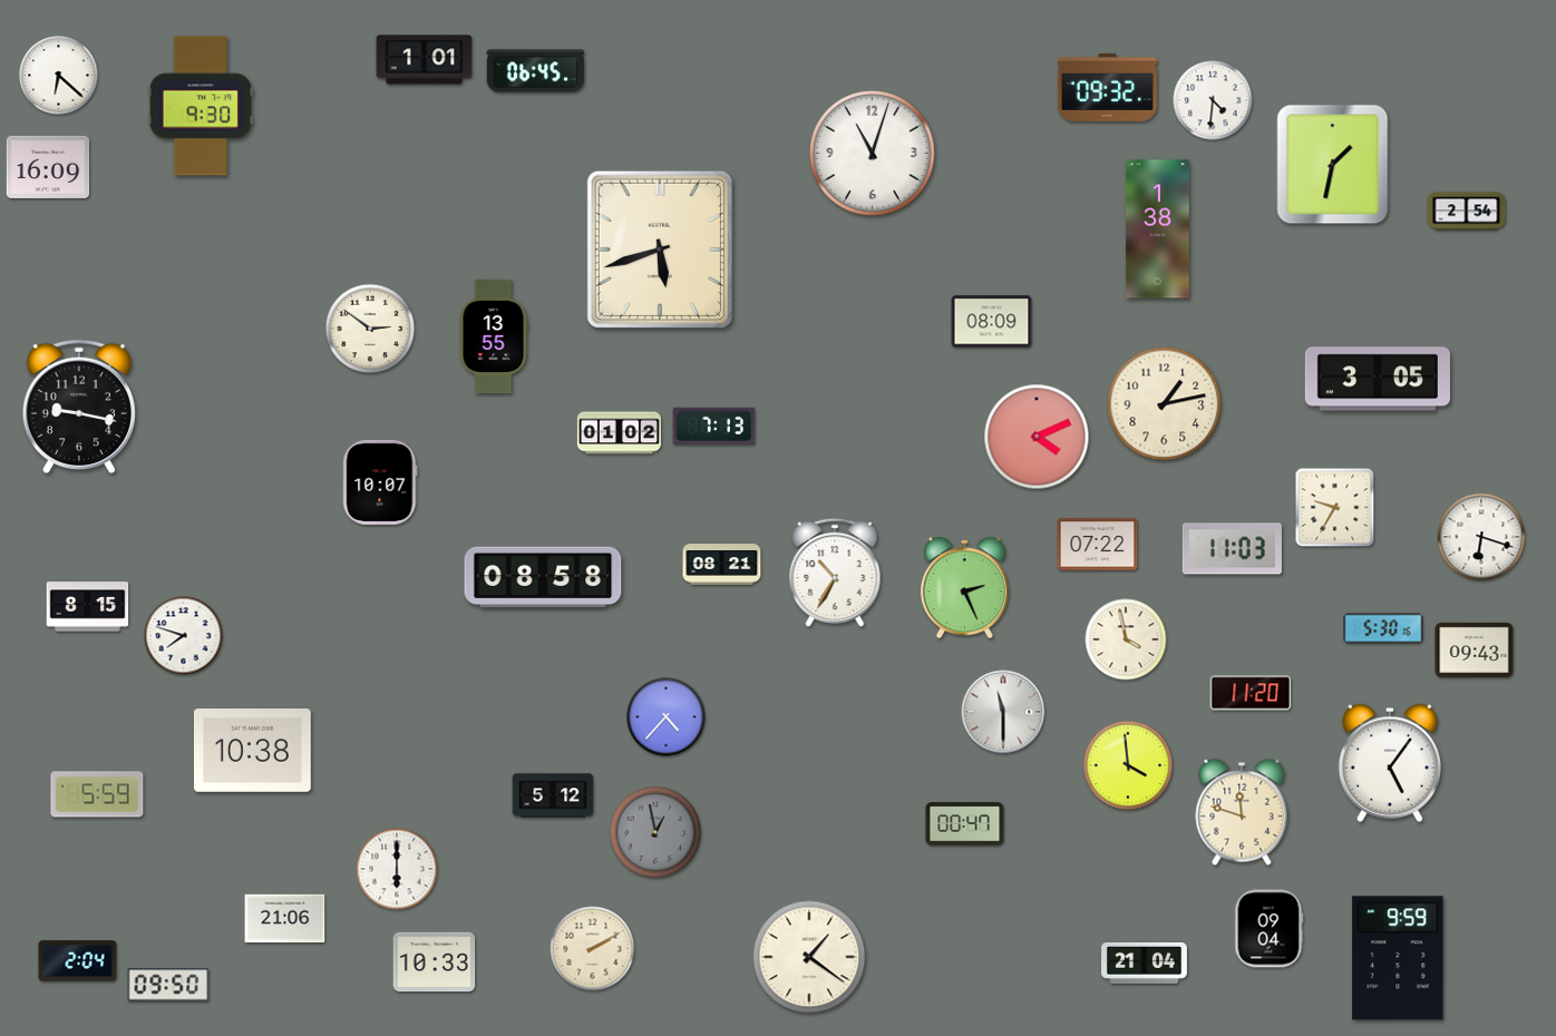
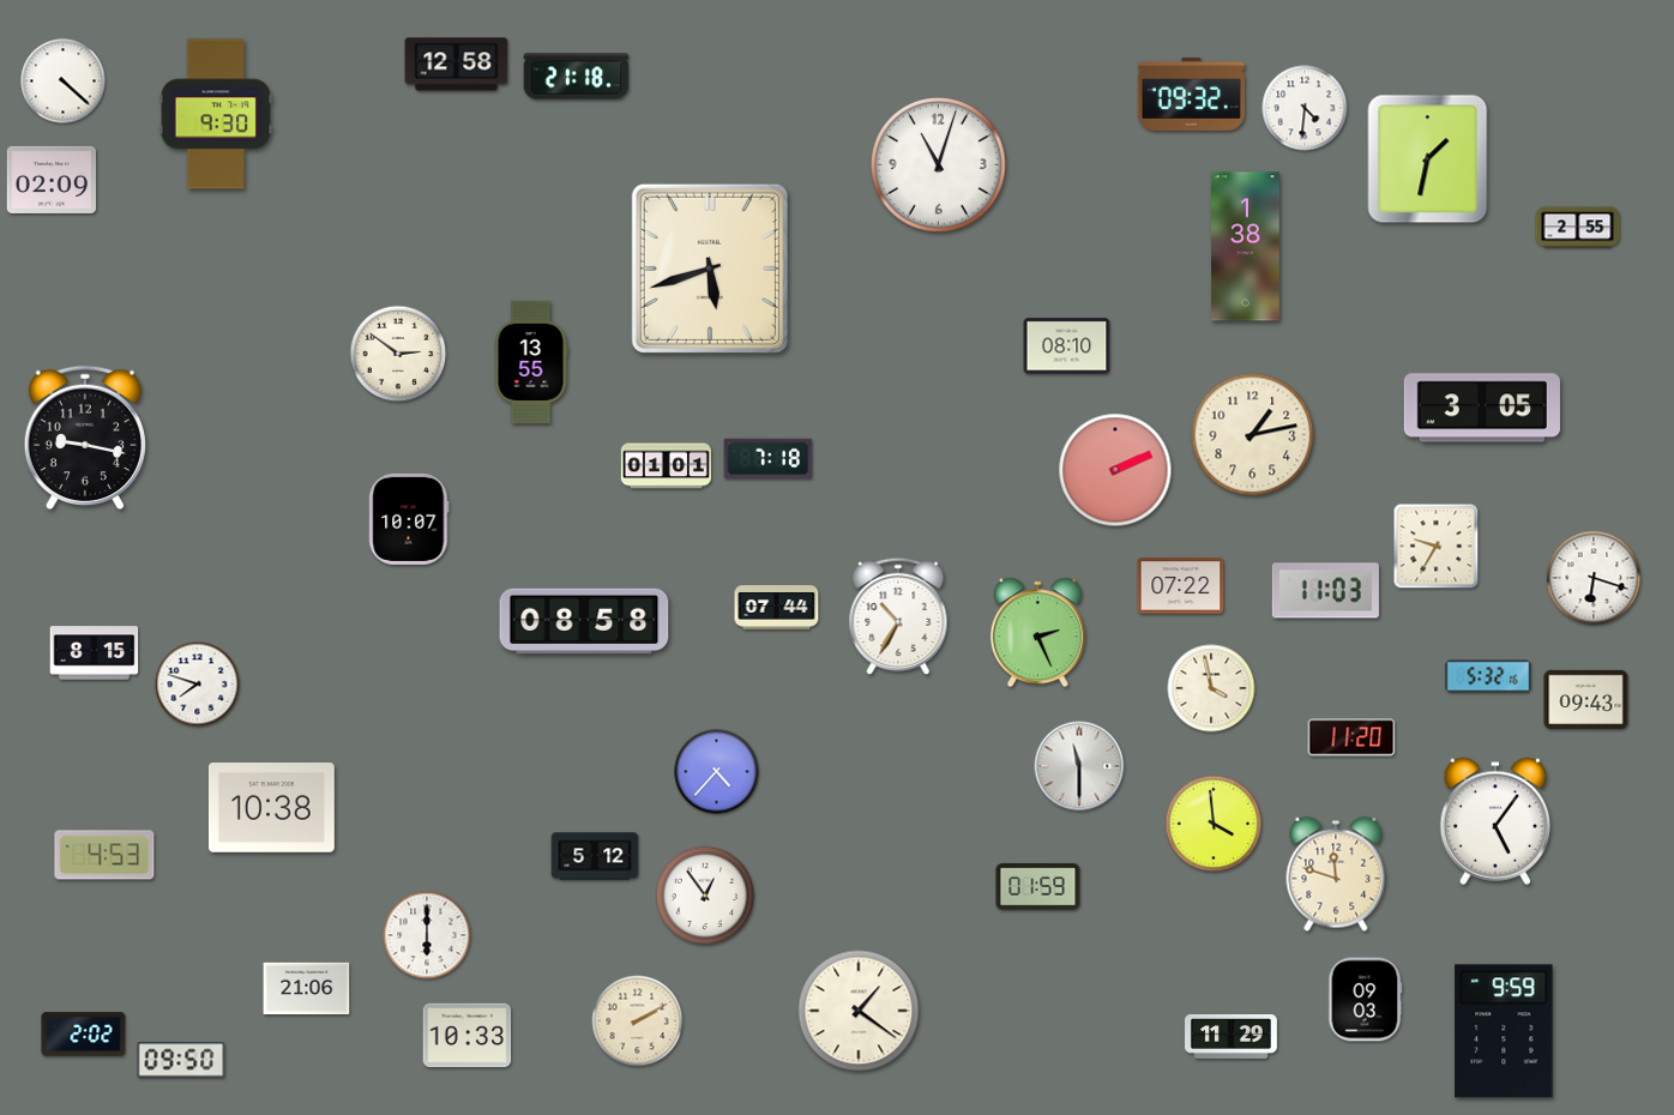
clock at (425, 60): 1:01 -> 12:58
clock at (536, 71): 06:45 -> 21:18
clock at (59, 76): 6:22 -> 4:22
clock at (1333, 165) position: (1333, 165) -> (1428, 159)
clock at (48, 167): 16:09 -> 02:09
clock at (1467, 212): 2:54 -> 2:55
clock at (992, 322): 08:09 -> 08:10
clock at (714, 426): 7:13 -> 7:18
clock at (619, 433): 01:02 -> 01:01
clock at (1037, 437): 4:11 -> 2:11
clock at (722, 565): 08:21 -> 07:44
clock at (1383, 628): 5:30 -> 5:32
clock at (1251, 693) position: (1251, 693) -> (1351, 737)
clock at (97, 794): 5:59 -> 4:53
clock at (965, 824): 00:47 -> 01:59
clock at (655, 832): 12:58 -> 12:54
clock at (655, 832) dial: grey -> white
clock at (1268, 929): 09:04 -> 09:03
clock at (809, 957) position: (809, 957) -> (859, 1011)
clock at (78, 961): 2:04 -> 2:02
clock at (1145, 964): 21:04 -> 11:29
